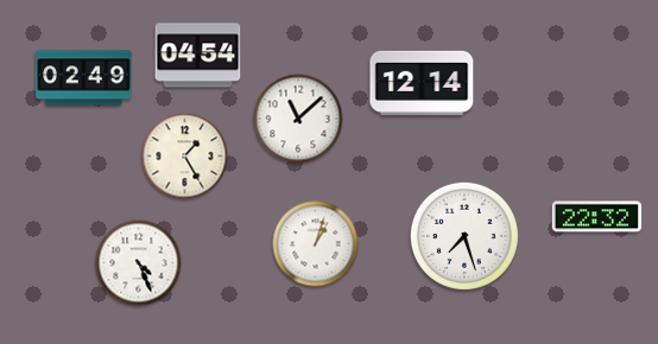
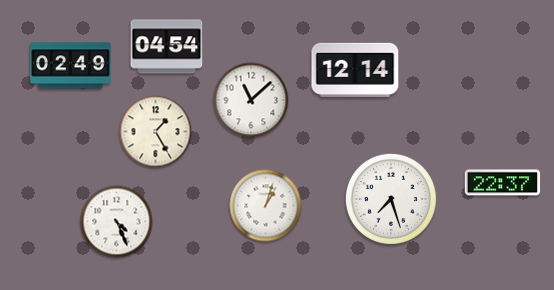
clock at (597, 217): 22:32 -> 22:37
